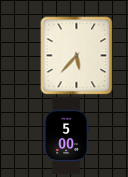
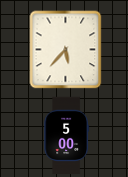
clock at (77, 55) position: (77, 55) -> (66, 49)
